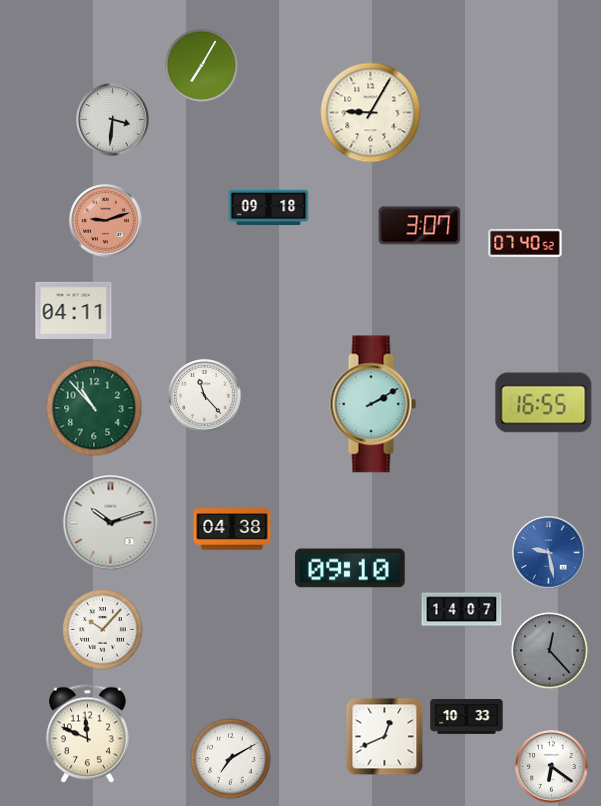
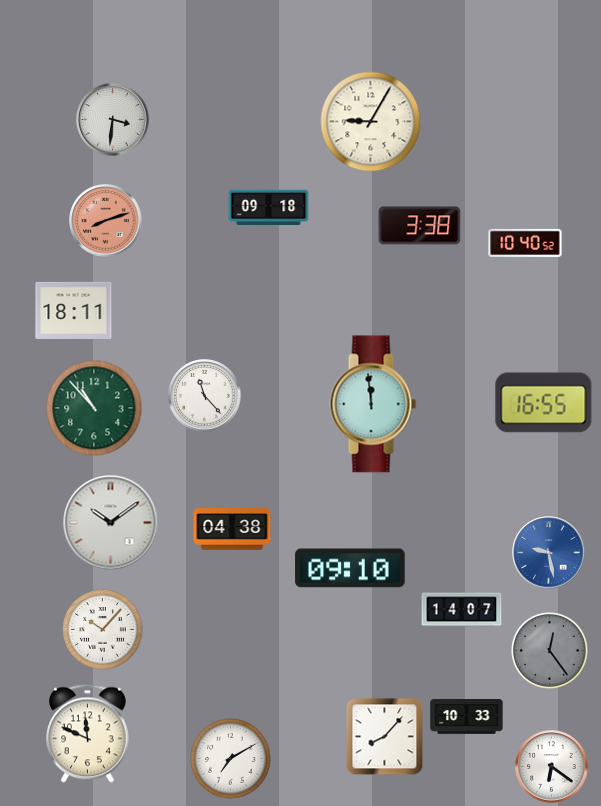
clock at (201, 65): 7:05 -> none
clock at (371, 113) position: (371, 113) -> (371, 122)
clock at (106, 221): 9:12 -> 8:12
clock at (420, 226): 3:07 -> 3:38
clock at (525, 243): 07:40 -> 10:40
clock at (74, 310): 04:11 -> 18:11
clock at (373, 404): 2:10 -> 11:59
clock at (111, 523): 10:12 -> 10:09
clock at (550, 651): 12:23 -> 12:24
clock at (385, 737): 12:41 -> 8:07
